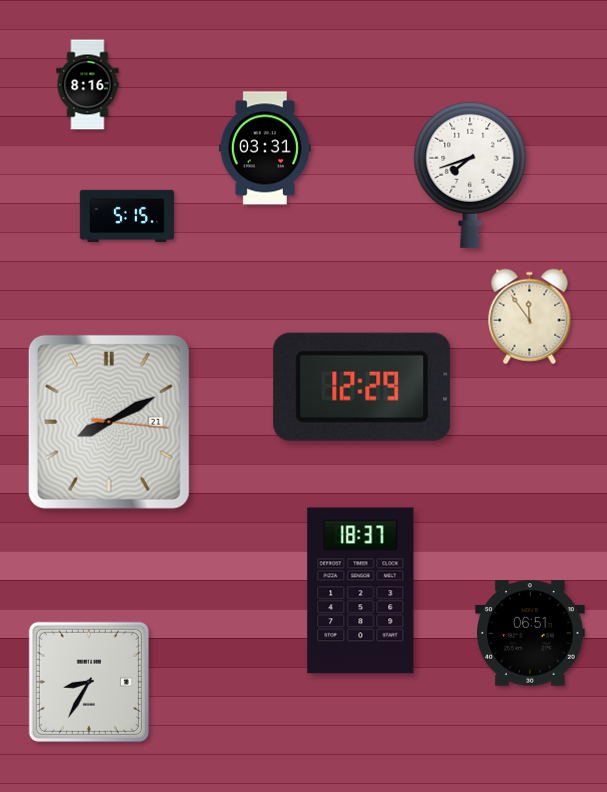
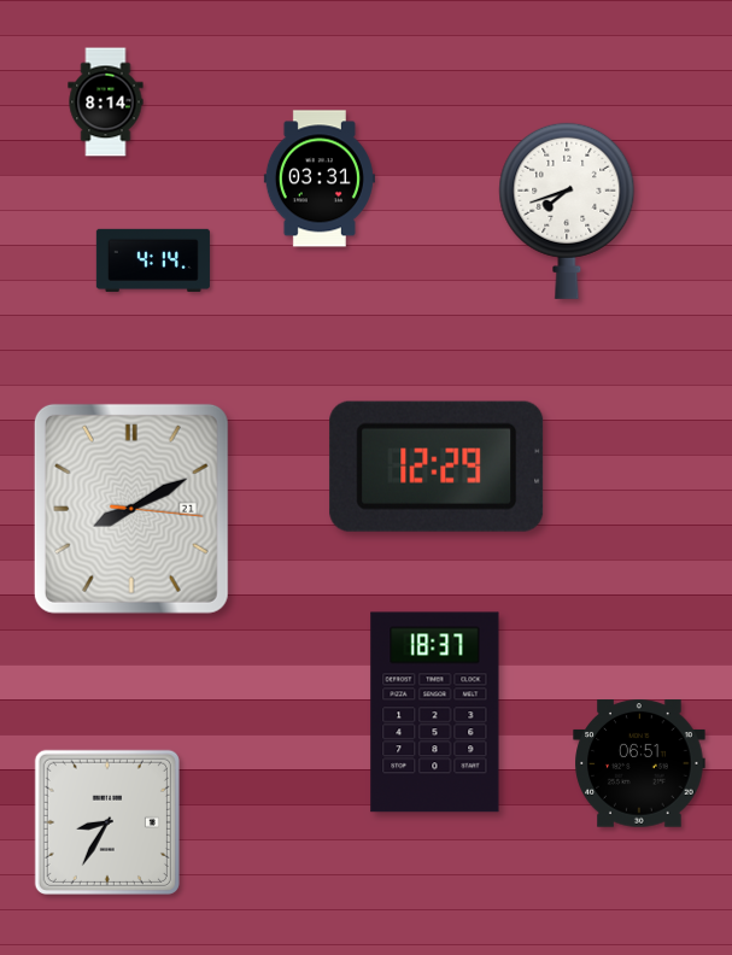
clock at (88, 85): 8:16 -> 8:14
clock at (127, 216): 5:15 -> 4:14
clock at (530, 317): 11:54 -> none
